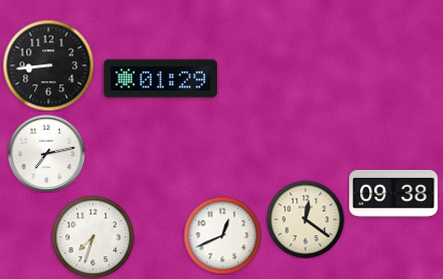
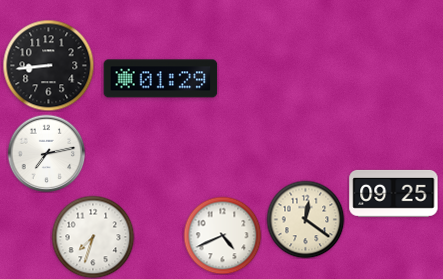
clock at (394, 193): 09:38 -> 09:25
clock at (222, 235): 12:41 -> 4:41
